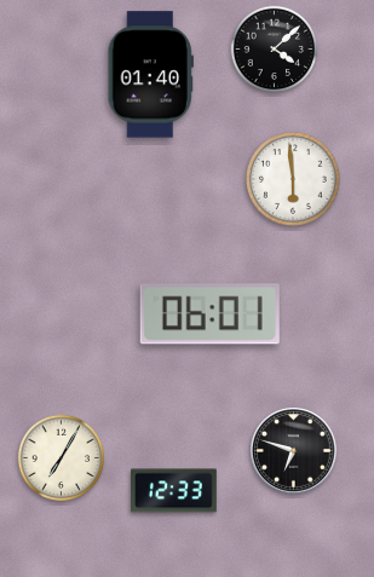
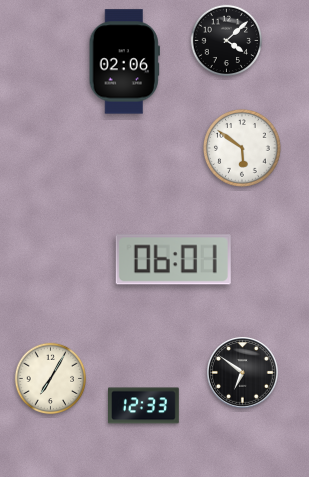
clock at (150, 75): 01:40 -> 02:06
clock at (294, 180): 5:59 -> 5:51
clock at (294, 451): 6:48 -> 6:51
